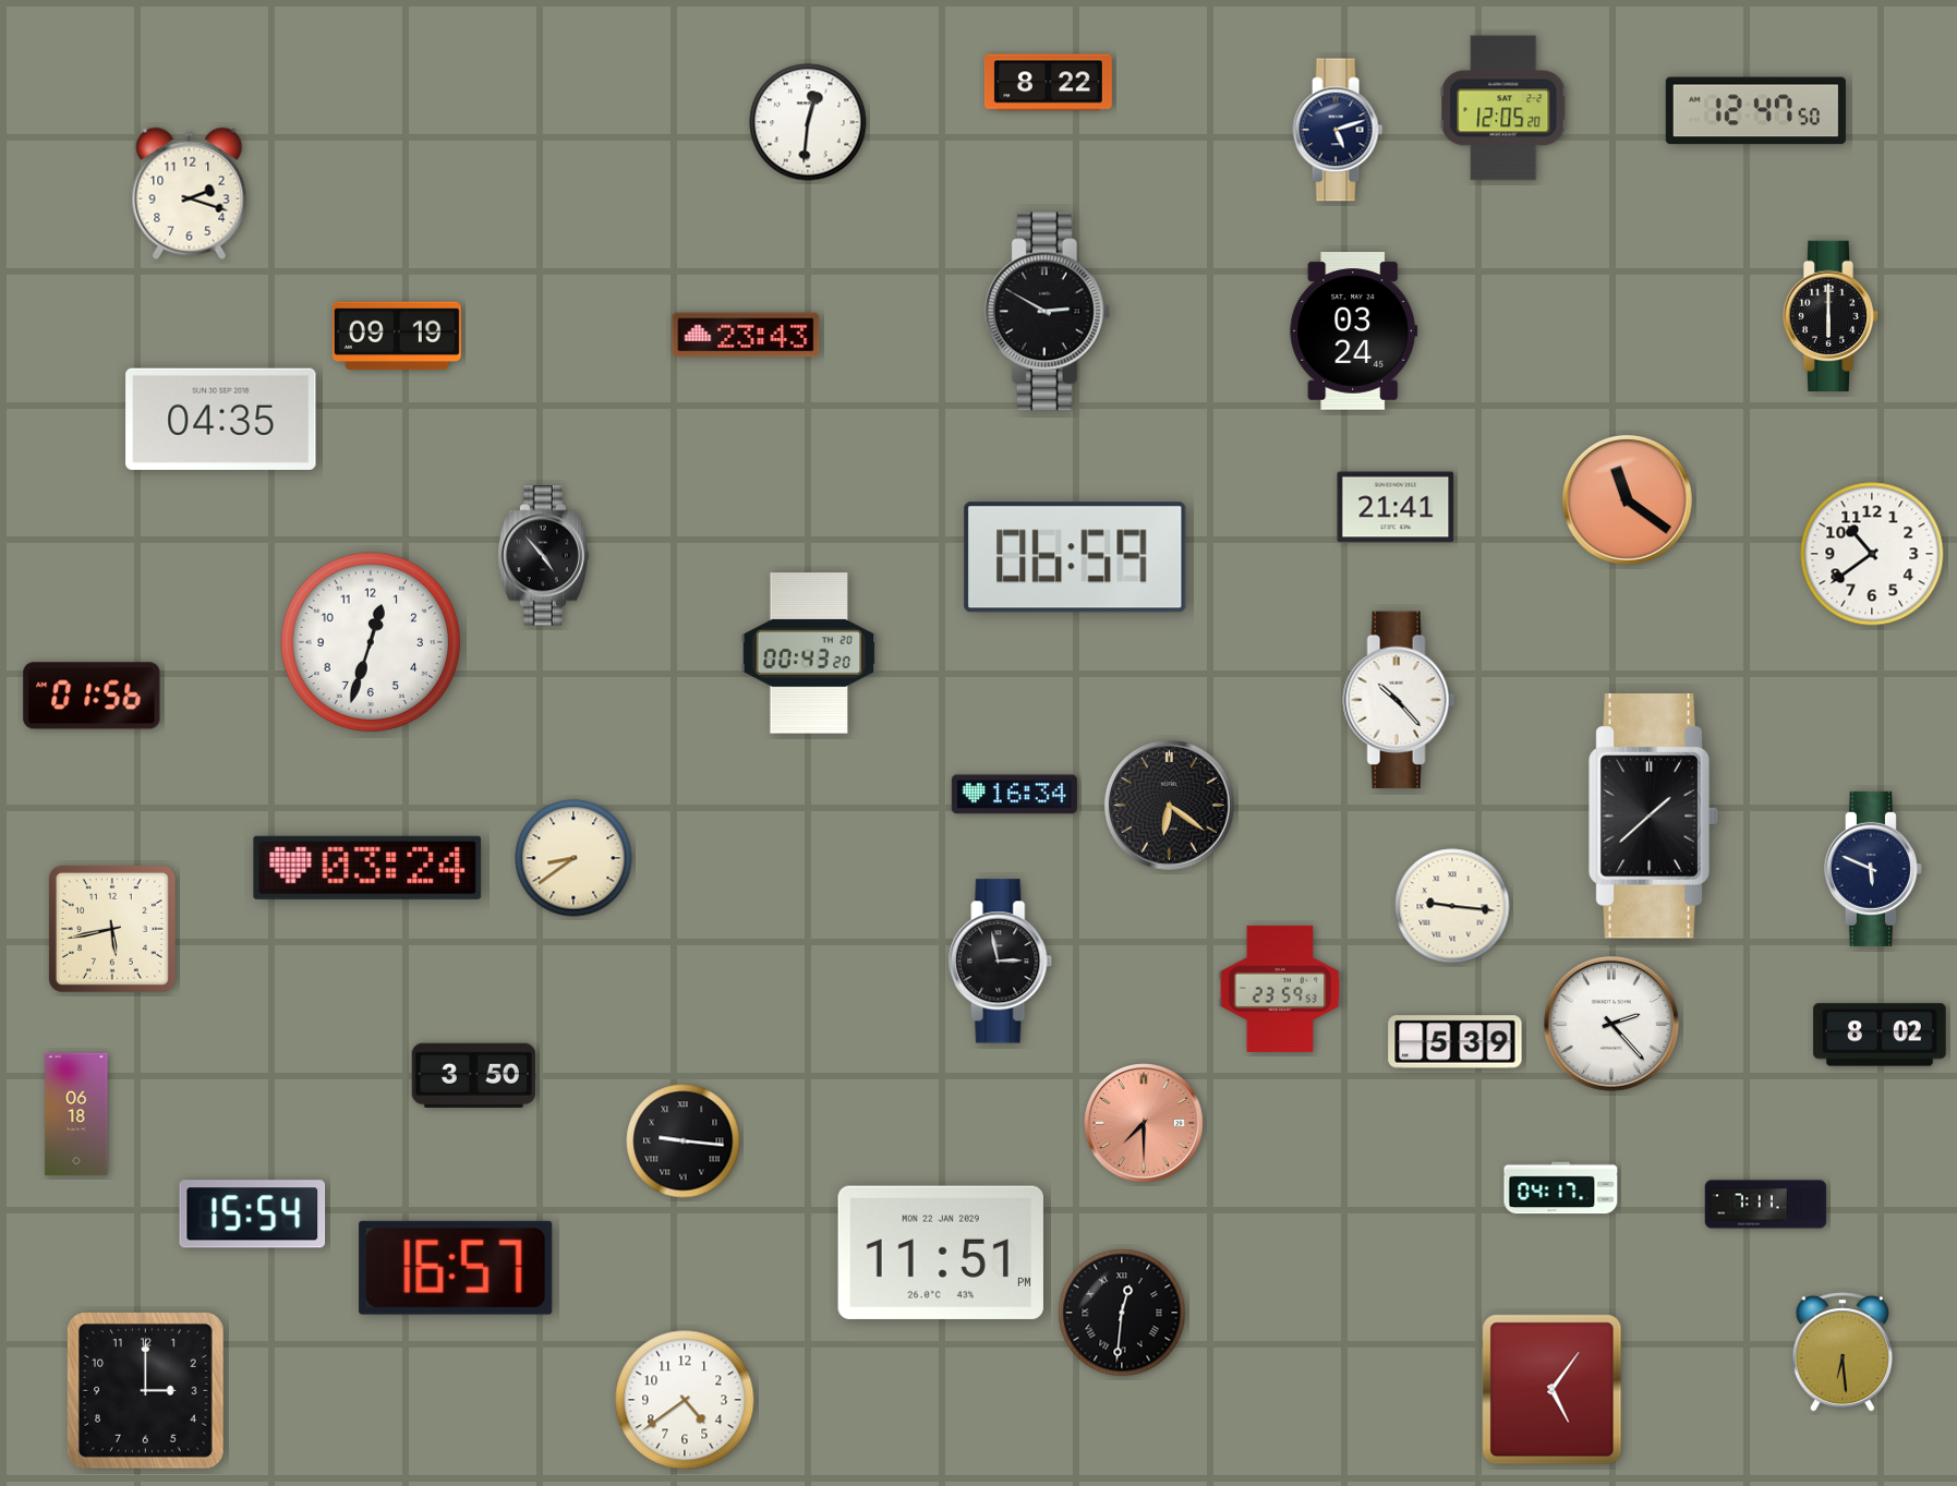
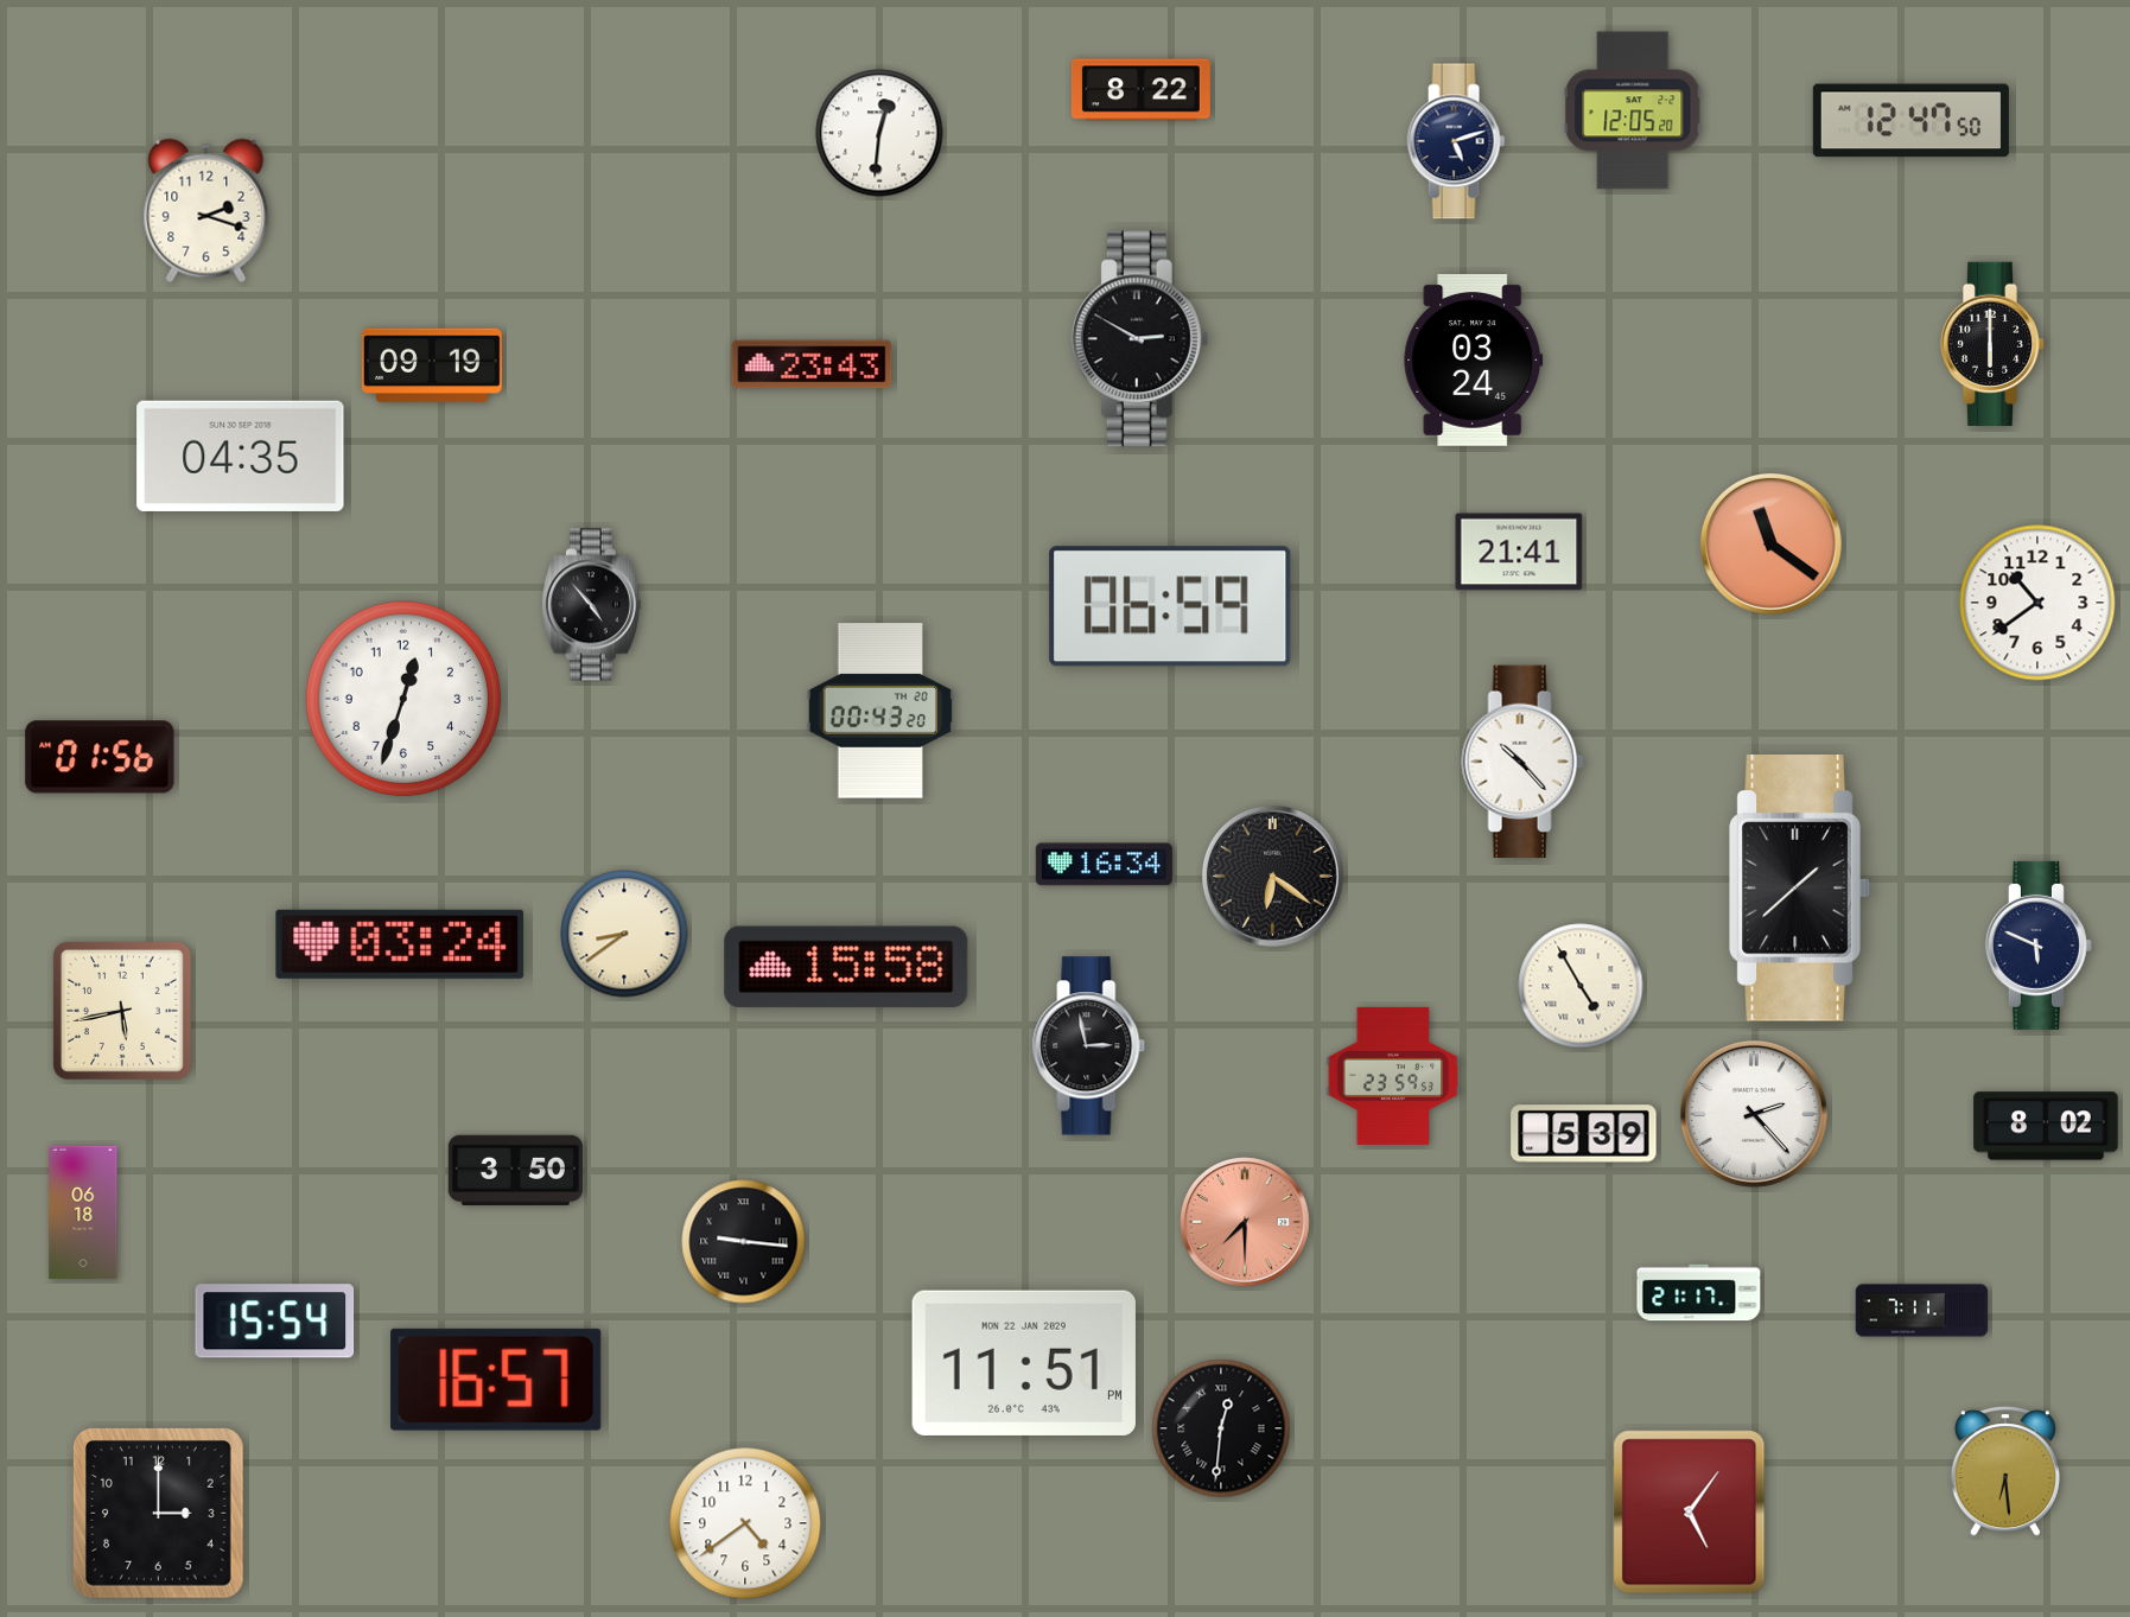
clock at (1503, 108) position: (1503, 108) -> (1633, 110)
clock at (846, 967): none -> 15:58
clock at (1452, 906): 9:16 -> 4:55
clock at (1561, 1188): 04:17 -> 21:17
